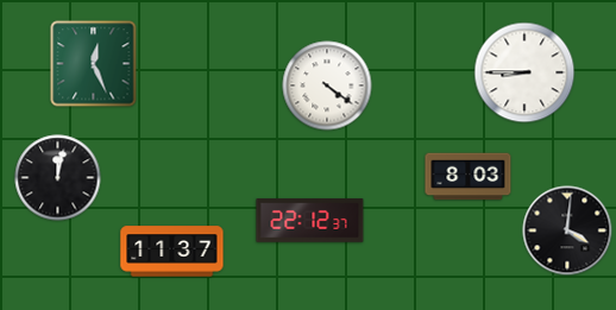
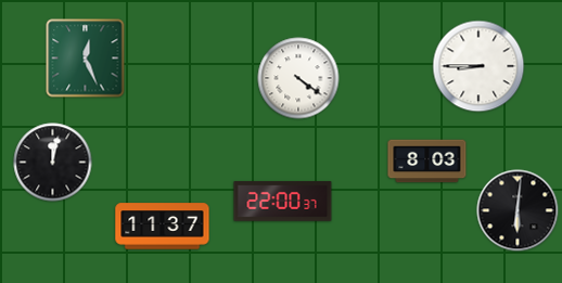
clock at (310, 221): 22:12 -> 22:00
clock at (567, 230): 4:01 -> 6:01
clock at (172, 252) position: (172, 252) -> (163, 227)
